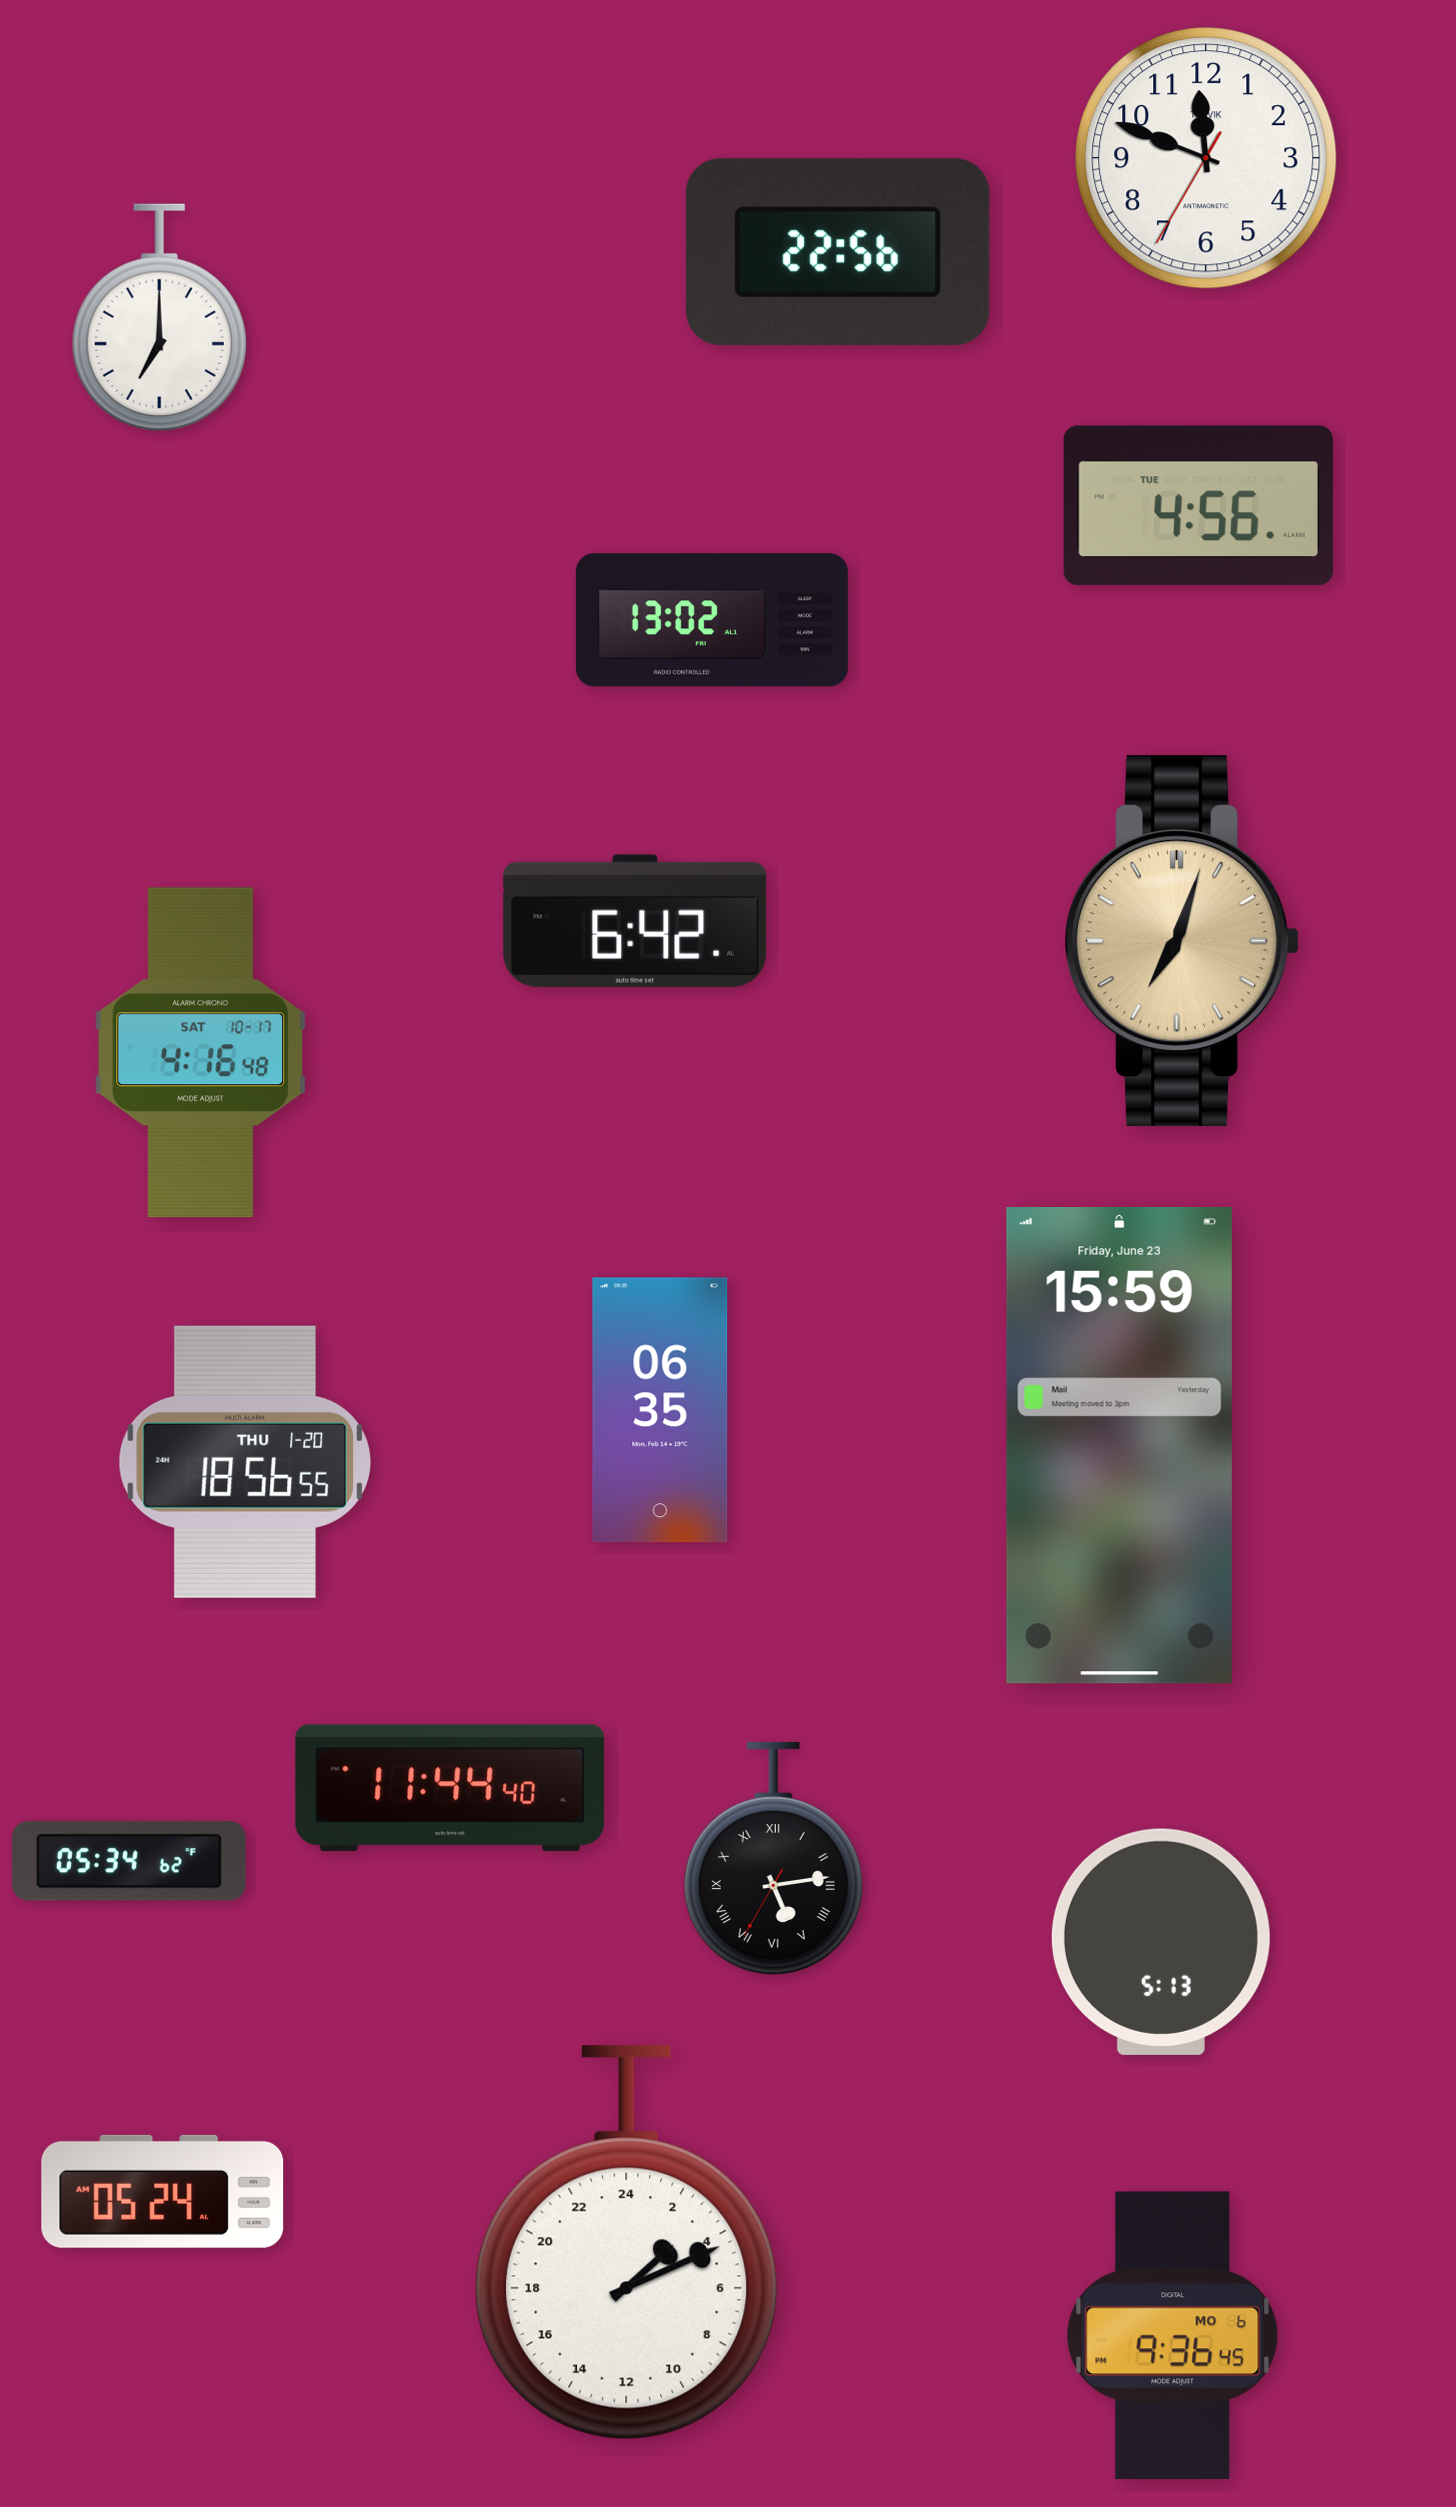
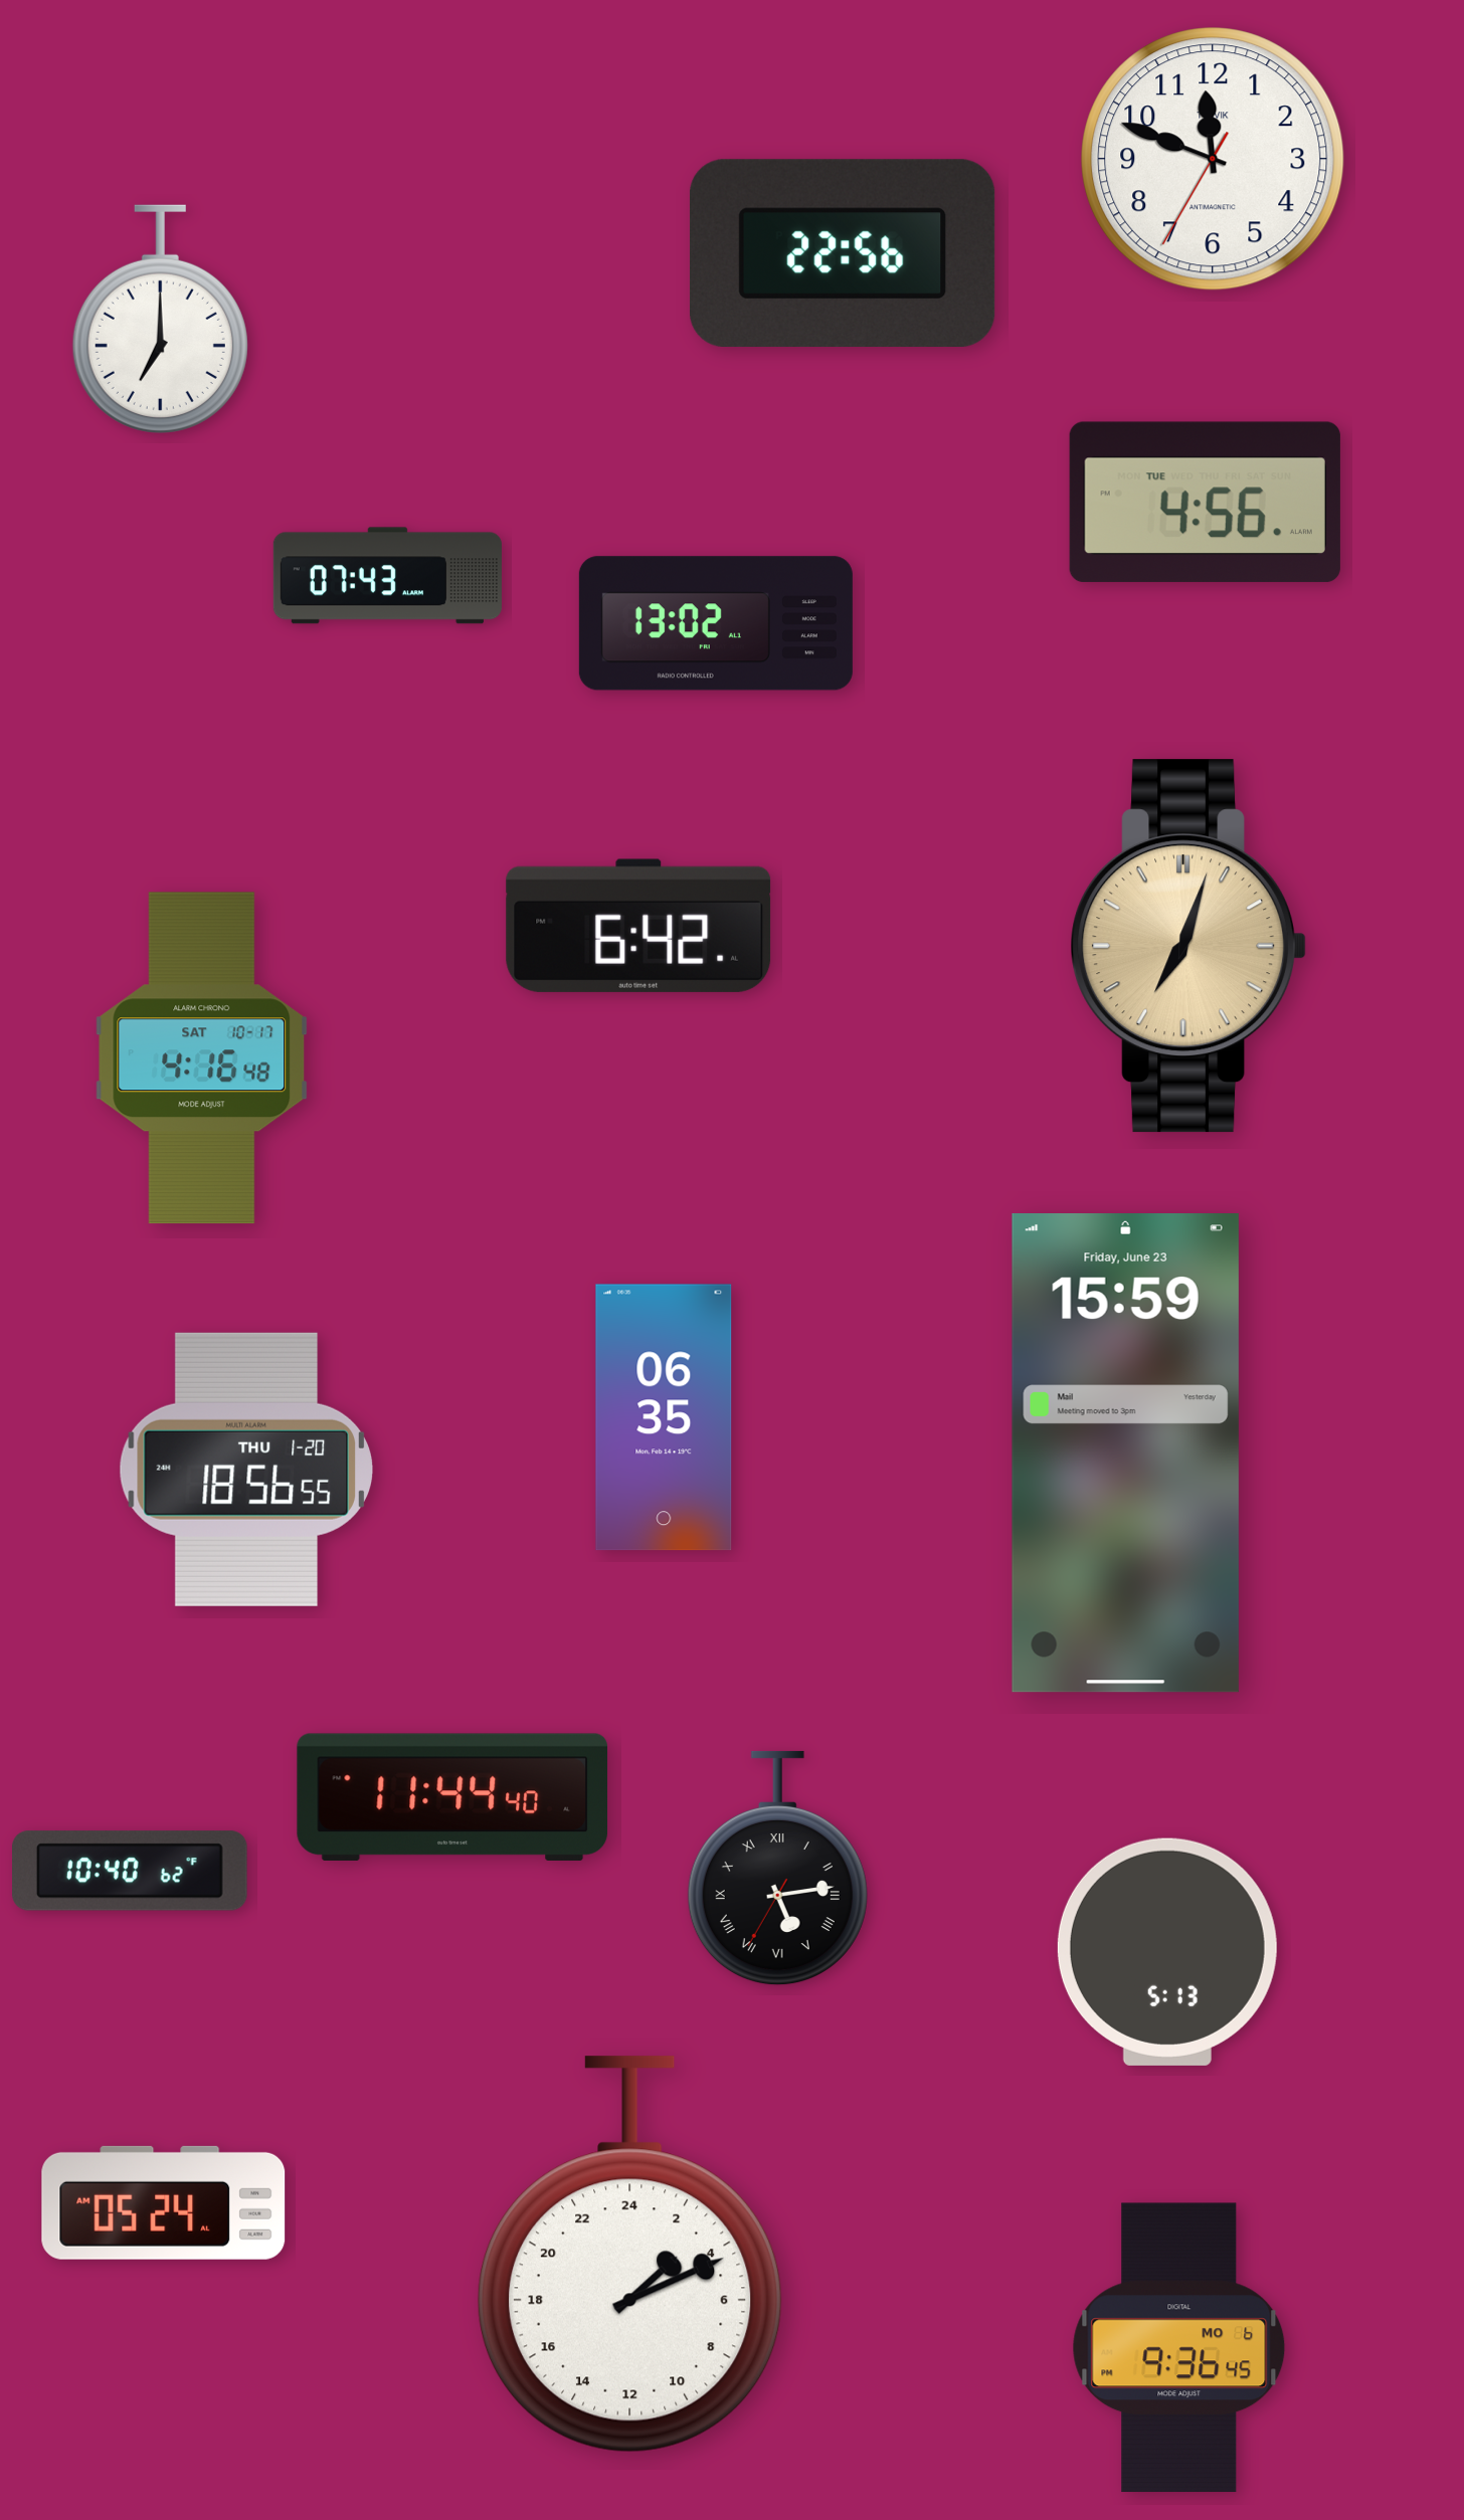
clock at (1198, 506) position: (1198, 506) -> (1205, 503)
clock at (387, 576): none -> 07:43
clock at (130, 1861): 05:34 -> 10:40
